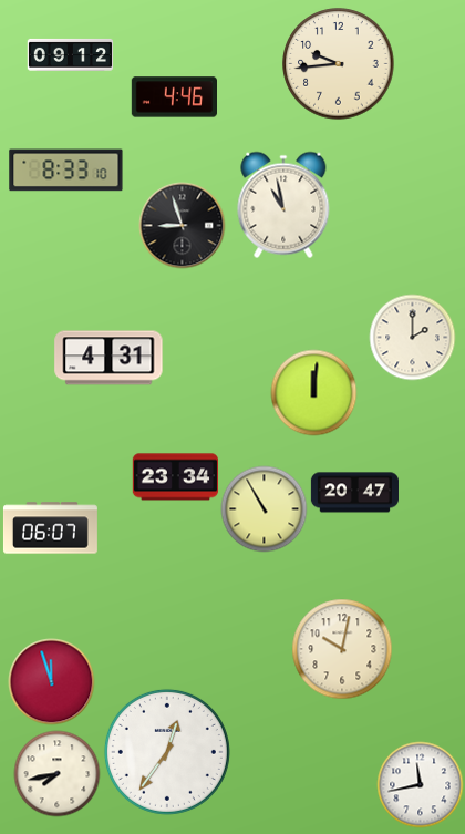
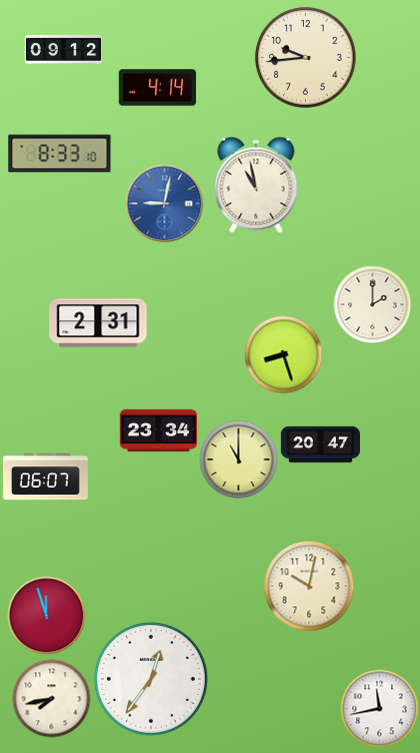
clock at (174, 97): 4:46 -> 4:14
clock at (182, 225): 8:57 -> 9:02
clock at (182, 225) dial: black -> blue
clock at (108, 358): 4:31 -> 2:31
clock at (313, 392): 12:01 -> 8:27
clock at (263, 508): 10:55 -> 11:00
